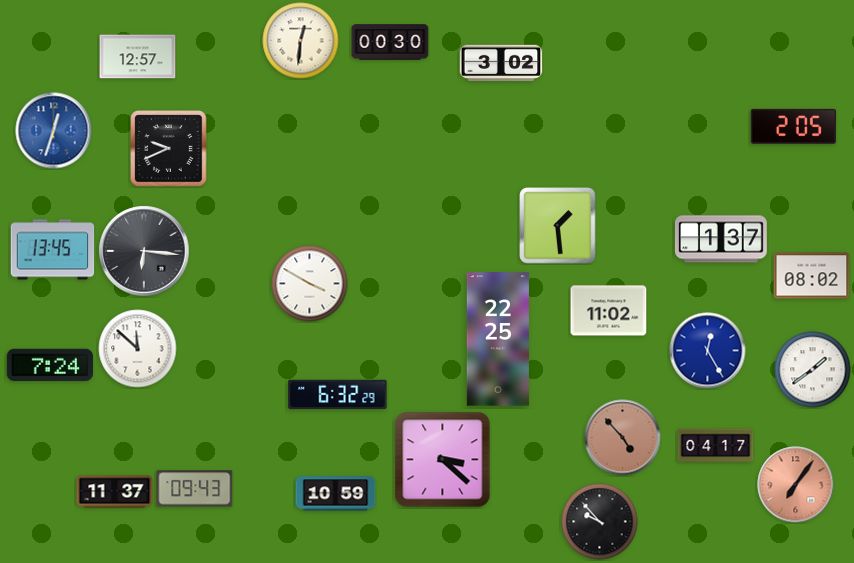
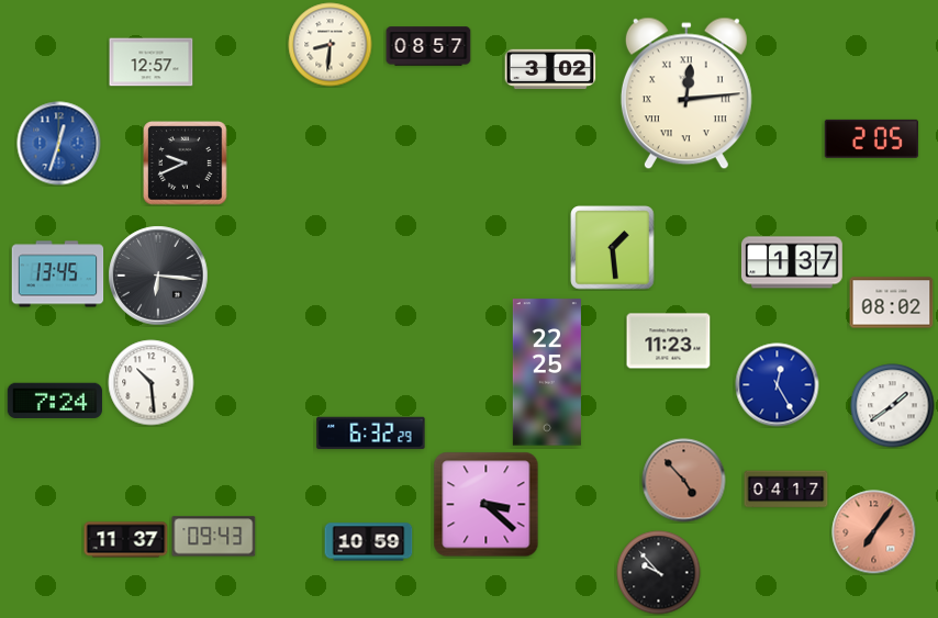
clock at (301, 41): 12:31 -> 8:31
clock at (390, 42): 00:30 -> 08:57
clock at (686, 93): none -> 12:14
clock at (310, 284): 3:50 -> none
clock at (609, 311): 11:02 -> 11:23
clock at (138, 349): 11:52 -> 10:29
